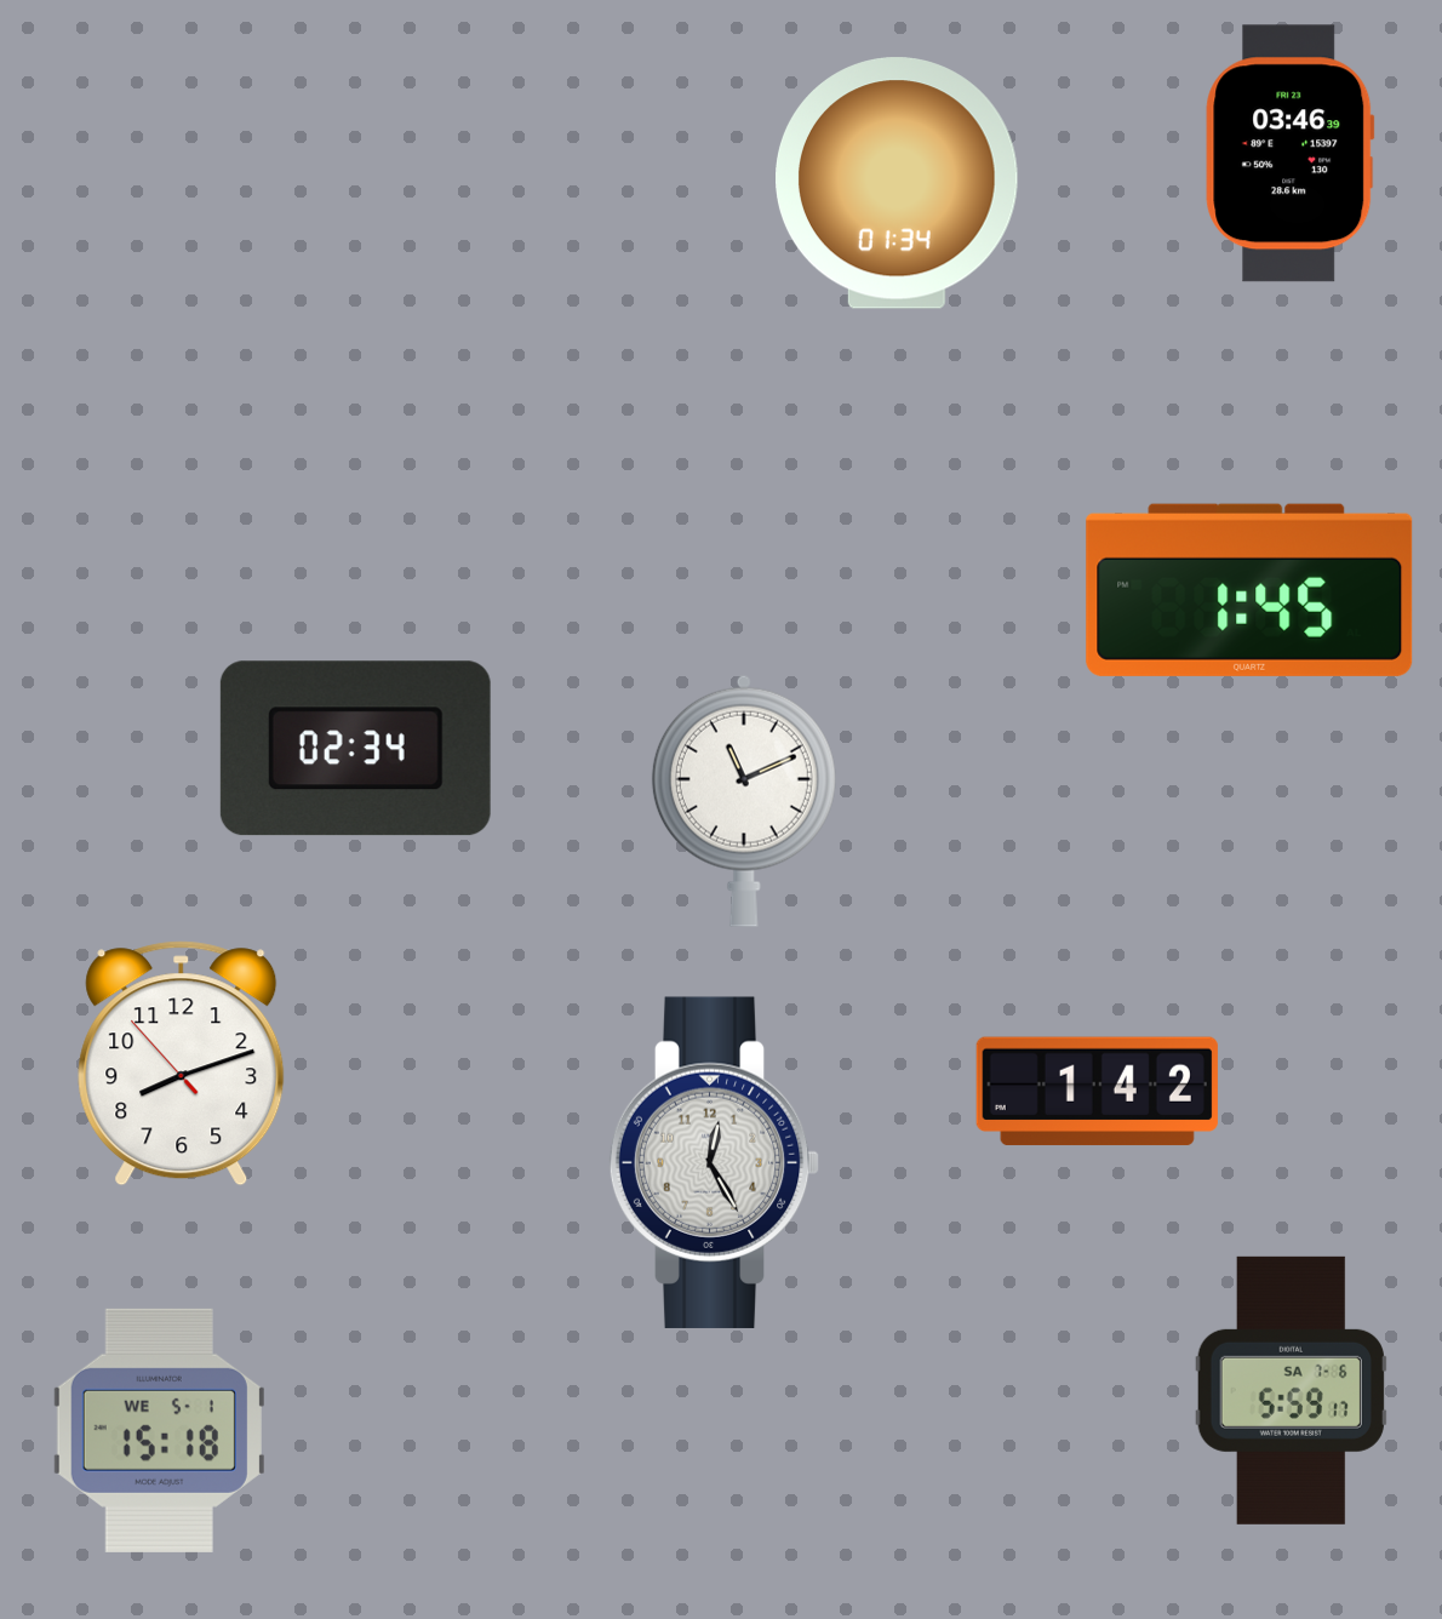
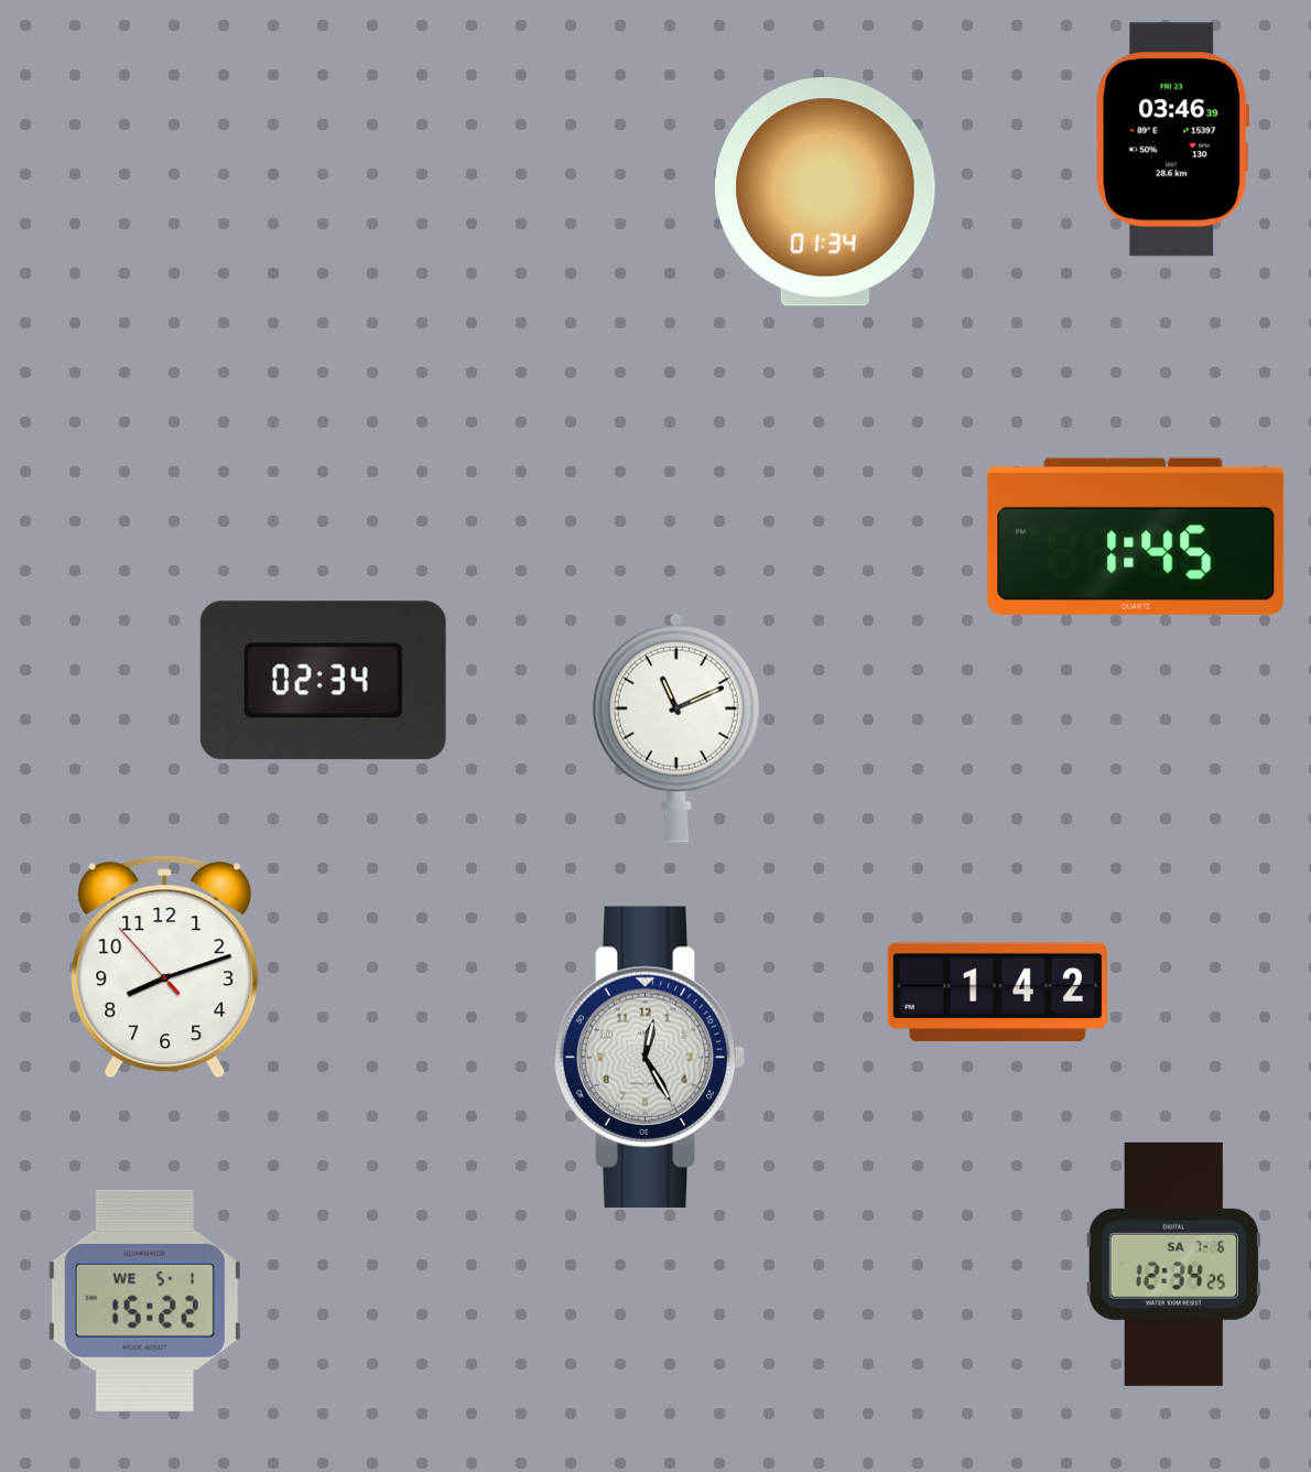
clock at (898, 183) position: (898, 183) -> (826, 192)
clock at (1291, 1390): 5:59 -> 12:34
clock at (159, 1430): 15:18 -> 15:22
